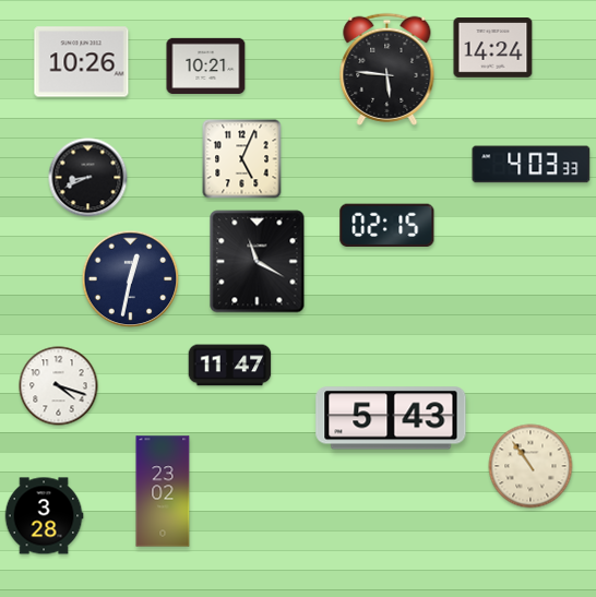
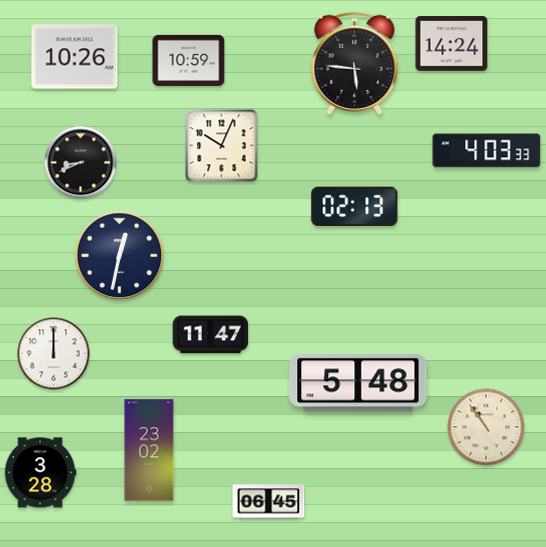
clock at (206, 65): 10:21 -> 10:59
clock at (242, 159): 5:04 -> 10:04
clock at (388, 226): 02:15 -> 02:13
clock at (258, 262): 11:20 -> none
clock at (59, 386): 4:18 -> 12:00
clock at (391, 418): 5:43 -> 5:48
clock at (269, 502): none -> 06:45
